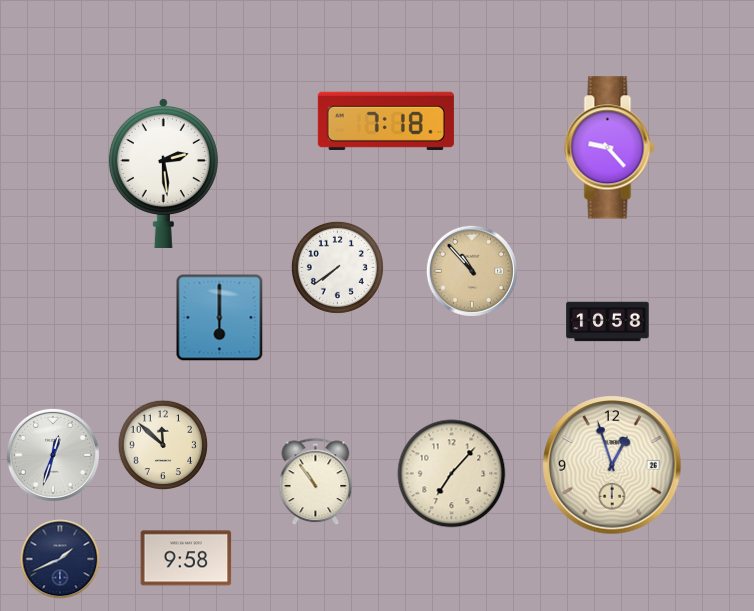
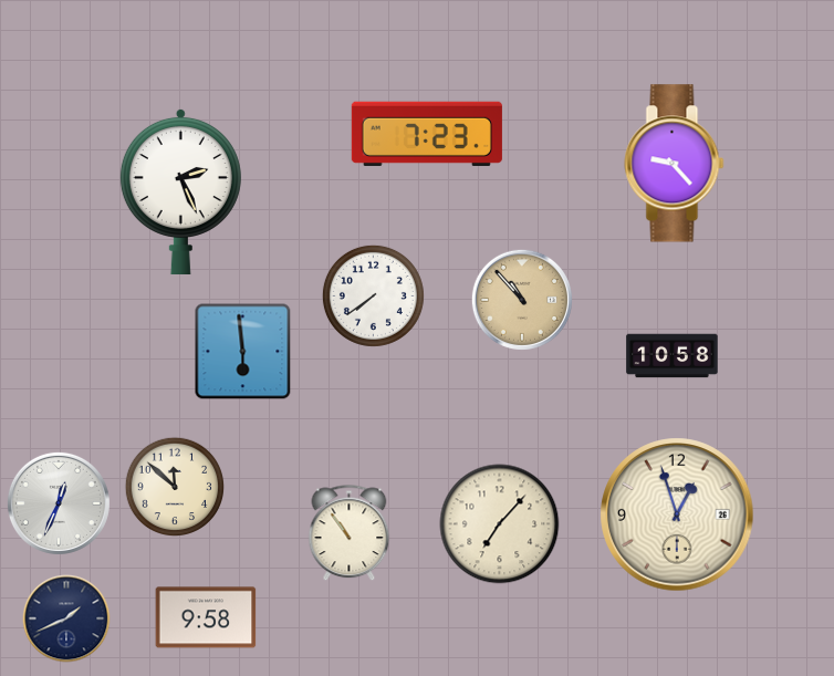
clock at (386, 121): 7:18 -> 7:23
clock at (163, 172): 2:29 -> 2:26
clock at (220, 318): 6:00 -> 5:59
clock at (162, 444) position: (162, 444) -> (174, 486)
clock at (53, 455): 12:33 -> 12:34
